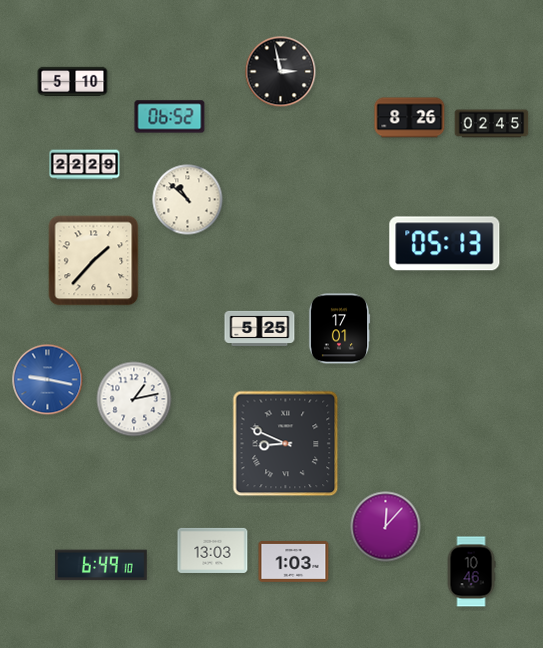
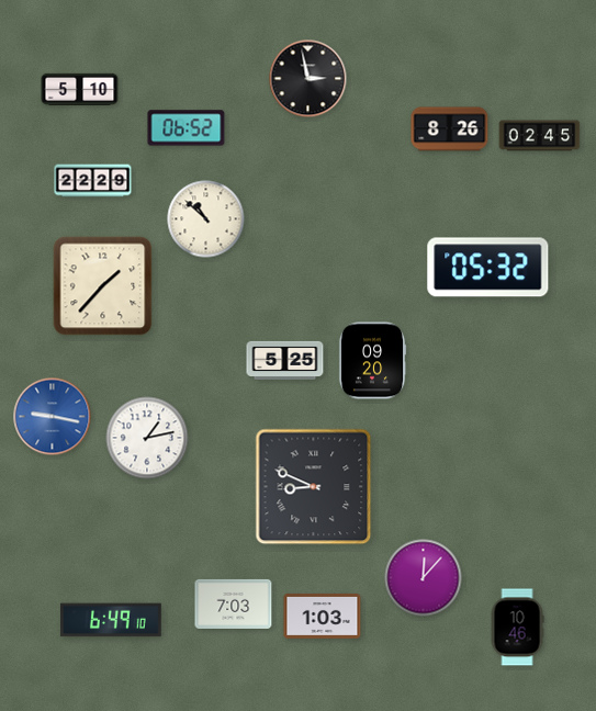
clock at (445, 244): 05:13 -> 05:32
clock at (339, 329): 17:01 -> 09:20
clock at (213, 550): 13:03 -> 7:03
